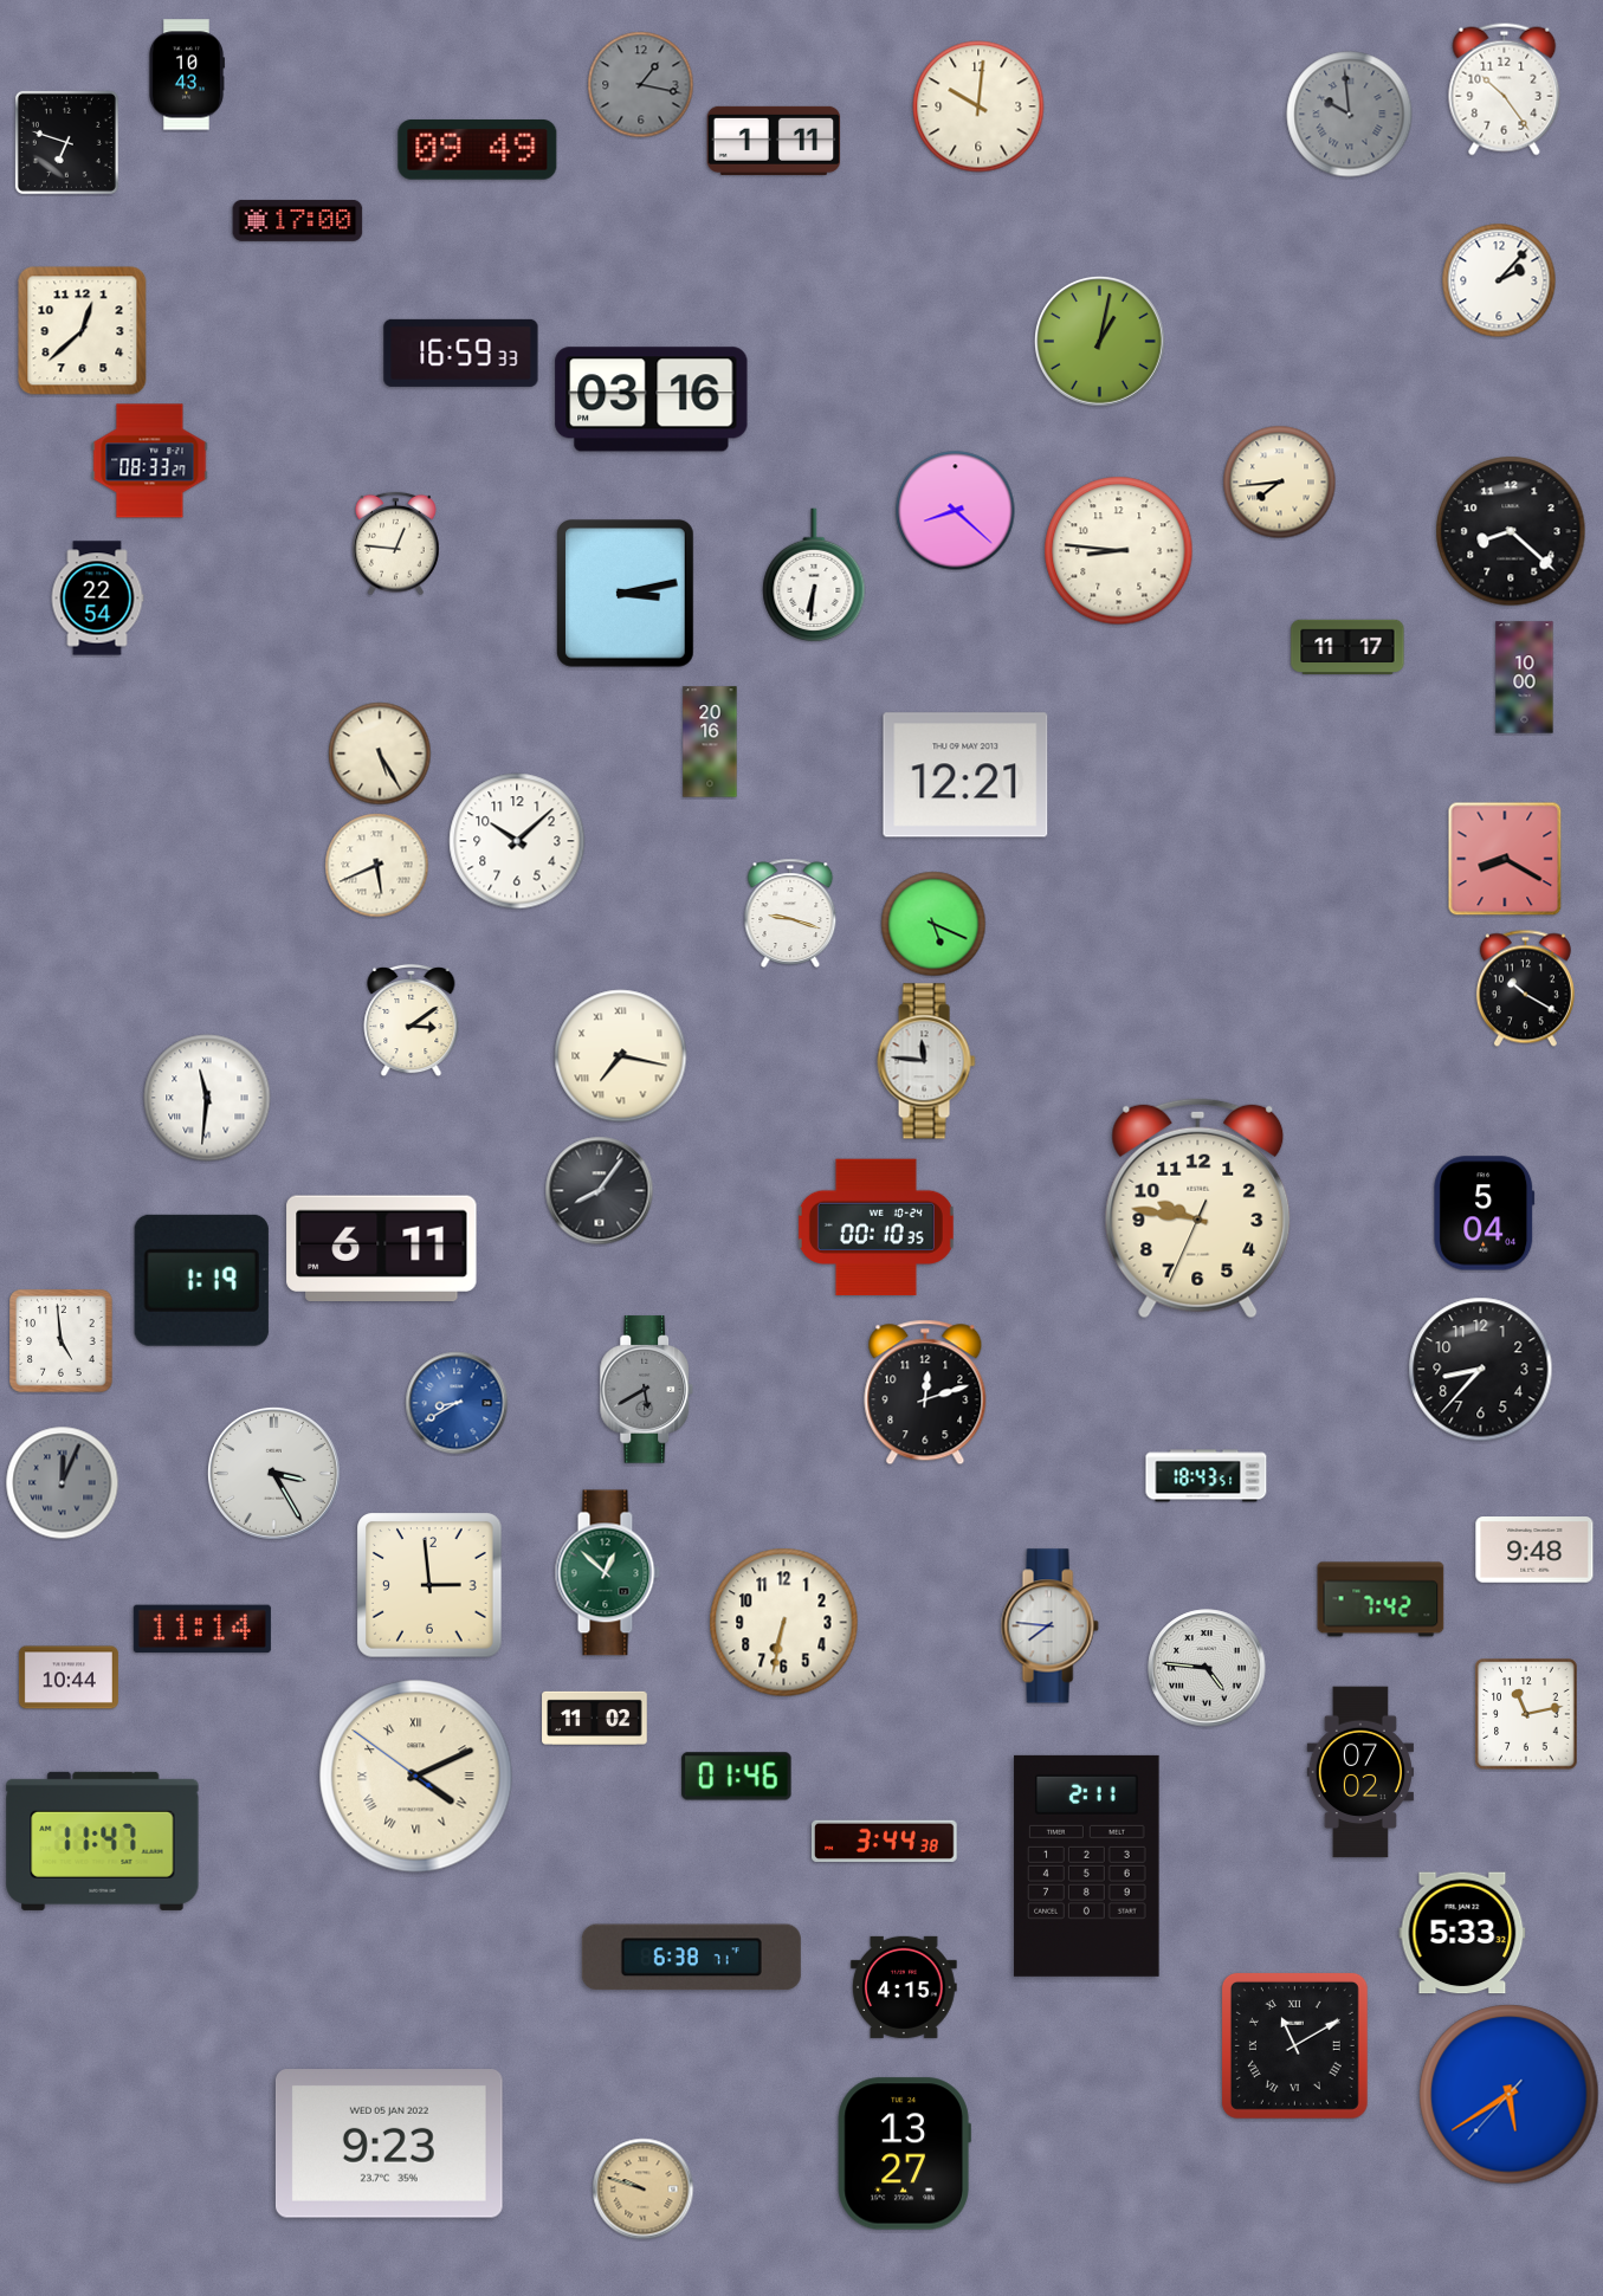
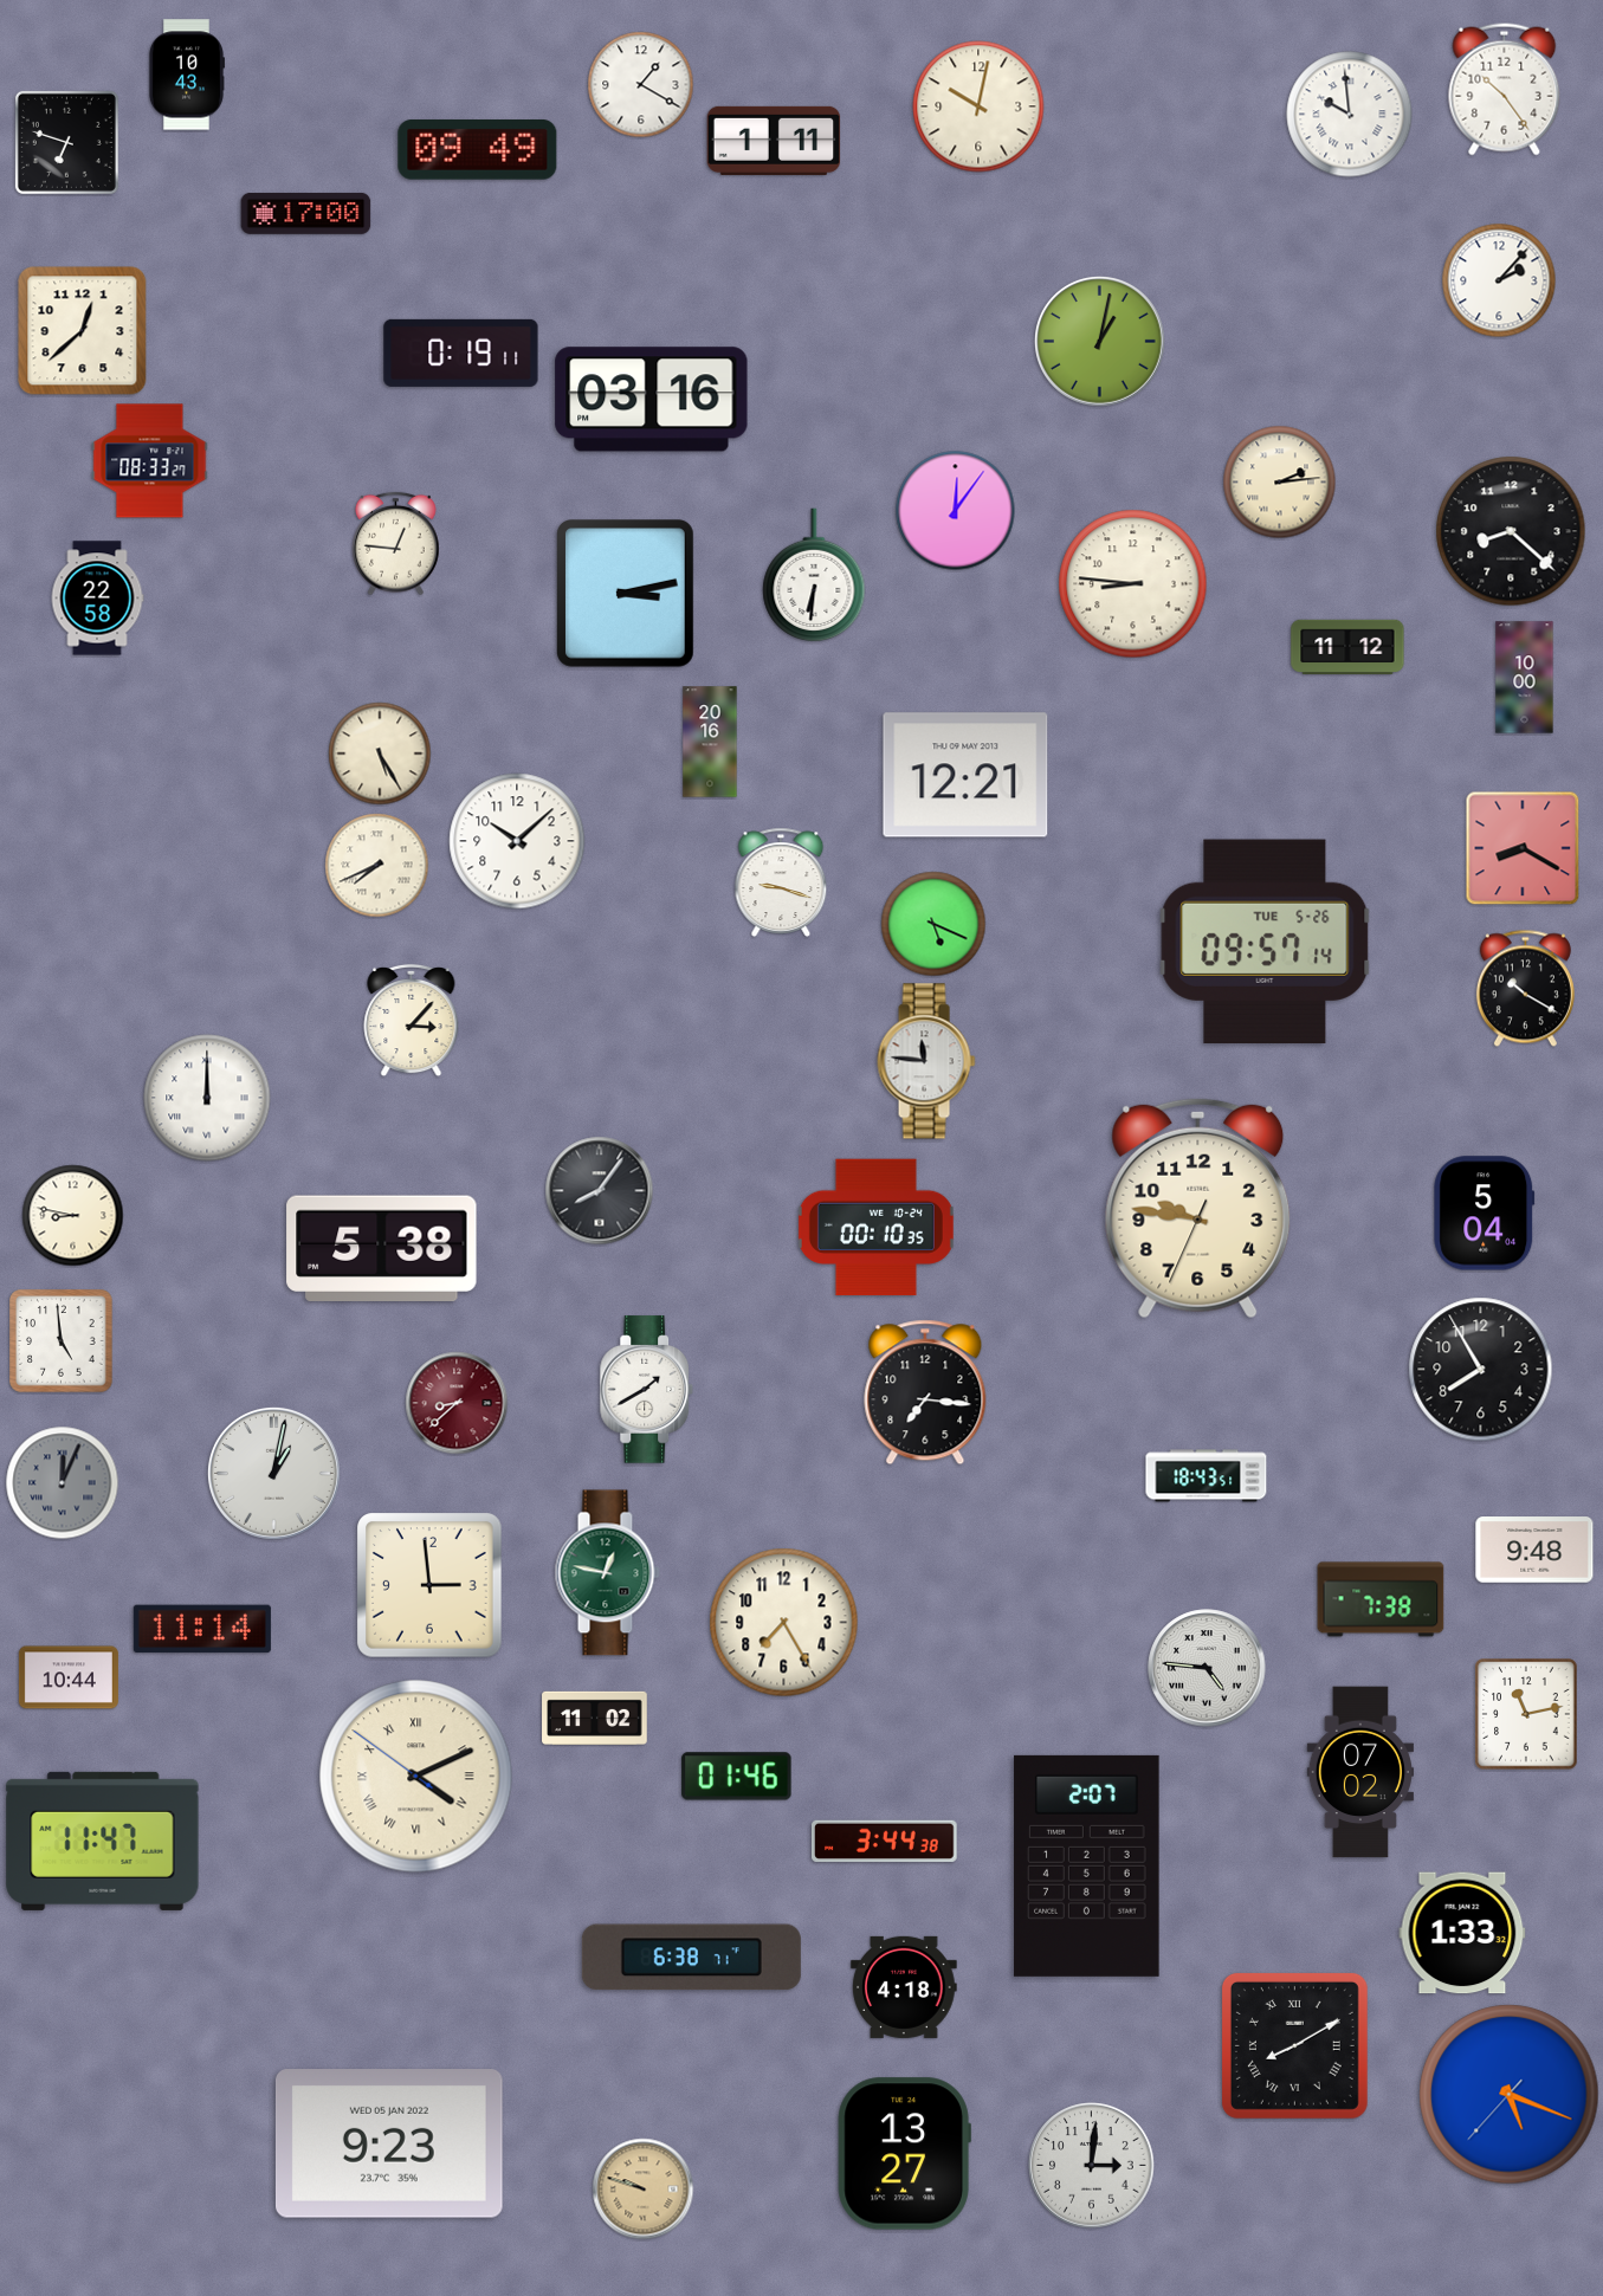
clock at (641, 85): 1:17 -> 1:20
clock at (641, 85) dial: grey -> white
clock at (978, 106): 10:01 -> 10:02
clock at (1350, 115) dial: grey -> white
clock at (298, 220) position: (298, 220) -> (306, 213)
clock at (461, 353): 16:59 -> 0:19
clock at (1280, 483): 7:44 -> 2:14
clock at (956, 511): 8:22 -> 12:06
clock at (1119, 551) position: (1119, 551) -> (1133, 584)
clock at (97, 599): 22:54 -> 22:58
clock at (1347, 647): 11:17 -> 11:12
clock at (1505, 859) position: (1505, 859) -> (1523, 848)
clock at (377, 866): 5:41 -> 7:41
clock at (790, 913) position: (790, 913) -> (781, 882)
clock at (1265, 940): none -> 09:57
clock at (412, 1021): 3:09 -> 3:07
clock at (621, 1056): 7:17 -> none
clock at (207, 1098): 11:31 -> 12:00
clock at (73, 1216): none -> 8:47
clock at (382, 1248): 6:11 -> 5:38
clock at (201, 1280): 1:19 -> none
clock at (1481, 1370): 8:37 -> 7:55
clock at (647, 1390): 5:40 -> 1:40
clock at (647, 1390) dial: grey -> white
clock at (925, 1392): 12:12 -> 7:16
clock at (457, 1403): 8:40 -> 8:38
clock at (457, 1403) dial: blue -> burgundy
clock at (273, 1473): 3:25 -> 1:02
clock at (607, 1573): 12:52 -> 12:47
clock at (1381, 1599): 7:42 -> 7:38
clock at (784, 1623): 6:32 -> 7:25
clock at (1049, 1626): 7:46 -> none
clock at (1087, 1865): 2:11 -> 2:07
clock at (1462, 1933): 5:33 -> 1:33
clock at (904, 1987): 4:15 -> 4:18
clock at (1294, 2045): 11:10 -> 8:10
clock at (1510, 2095): 5:39 -> 5:18
clock at (1092, 2166): none -> 3:01
